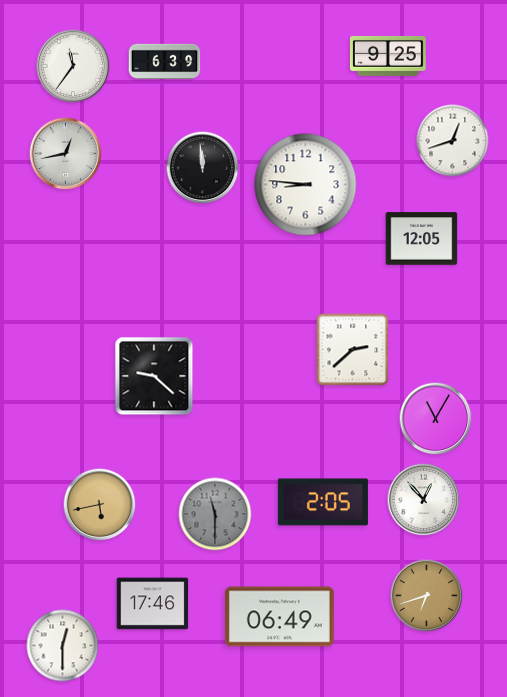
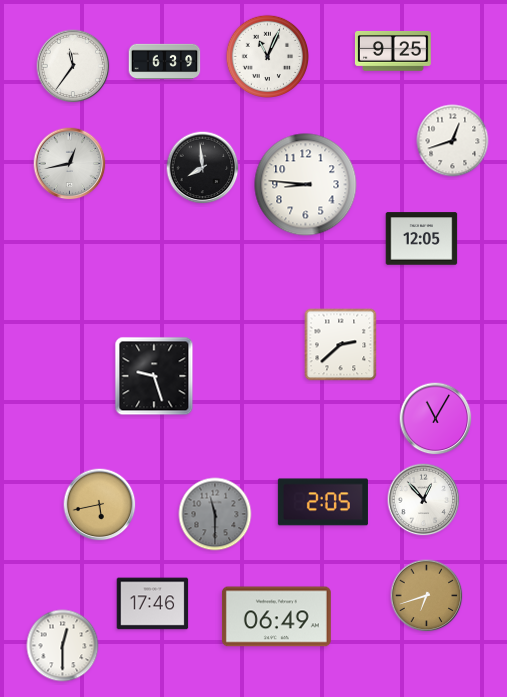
clock at (267, 56): none -> 11:04
clock at (388, 57) position: (388, 57) -> (393, 52)
clock at (66, 154) position: (66, 154) -> (70, 164)
clock at (203, 168): 11:59 -> 7:59
clock at (353, 350) position: (353, 350) -> (341, 345)
clock at (154, 376): 9:22 -> 9:27
clock at (279, 617) position: (279, 617) -> (276, 617)
